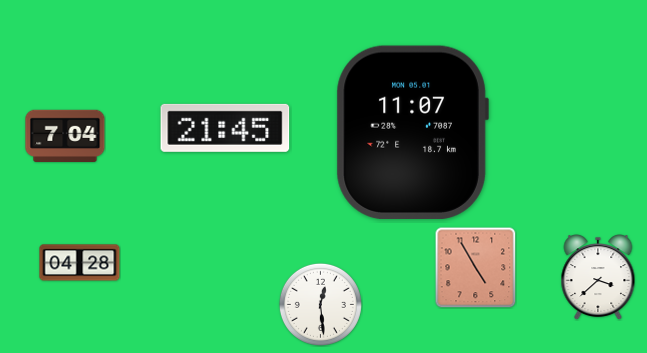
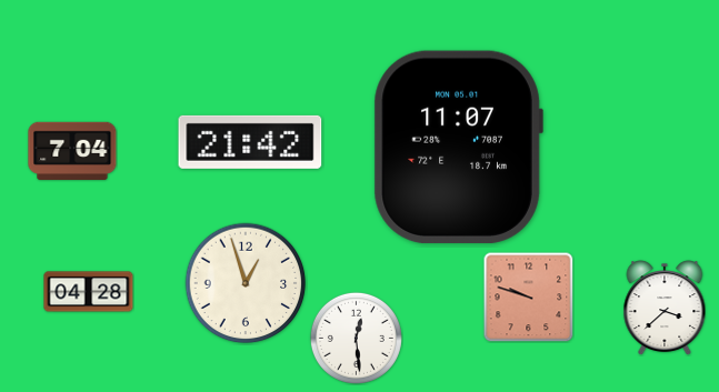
clock at (225, 128): 21:45 -> 21:42
clock at (246, 283): none -> 12:57
clock at (475, 267): 4:55 -> 9:48
